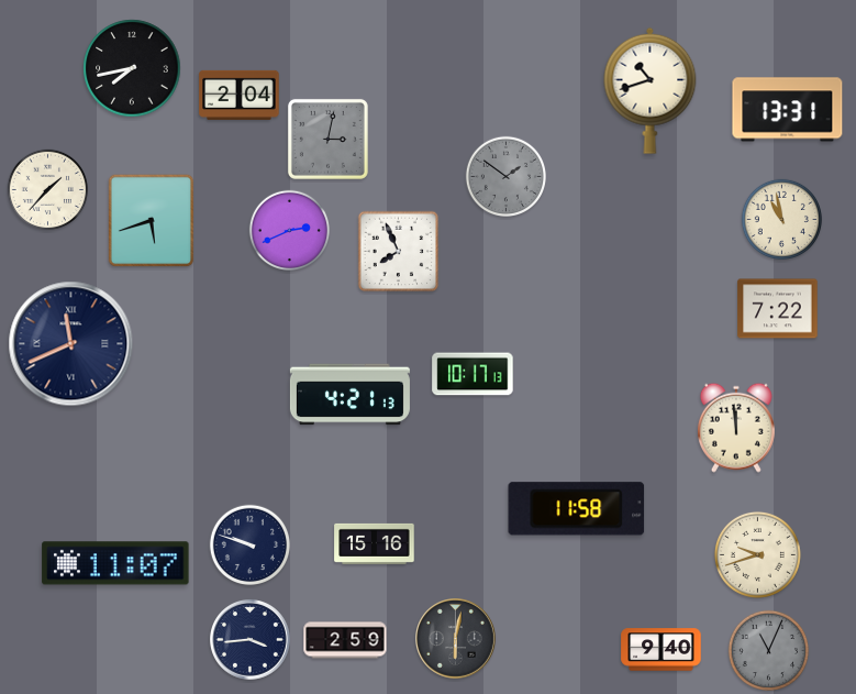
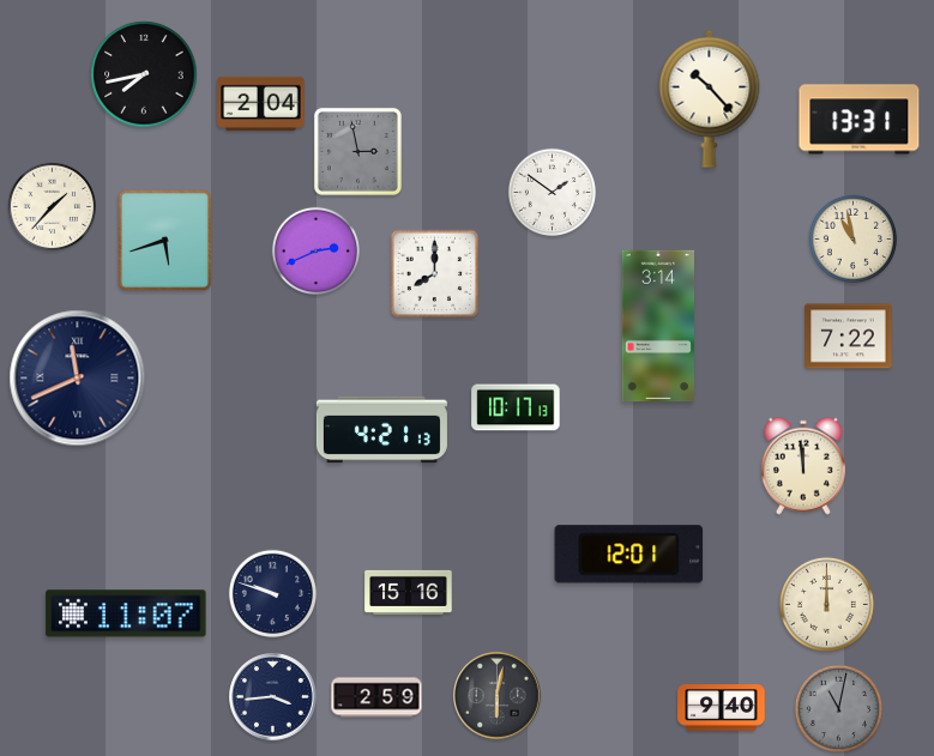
clock at (651, 90): 10:42 -> 10:23
clock at (327, 139): 3:02 -> 2:58
clock at (505, 176) dial: grey -> white
clock at (399, 252): 7:56 -> 8:00
clock at (657, 326): none -> 3:14
clock at (71, 344) position: (71, 344) -> (78, 379)
clock at (577, 509): 11:58 -> 12:01
clock at (757, 554): 9:42 -> 12:00
clock at (768, 650): 11:04 -> 11:02
